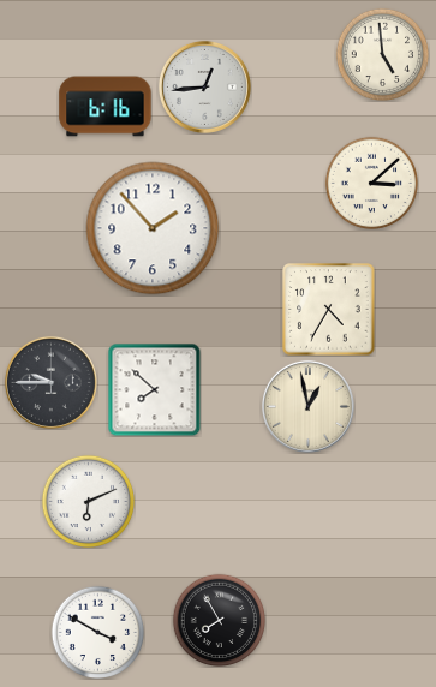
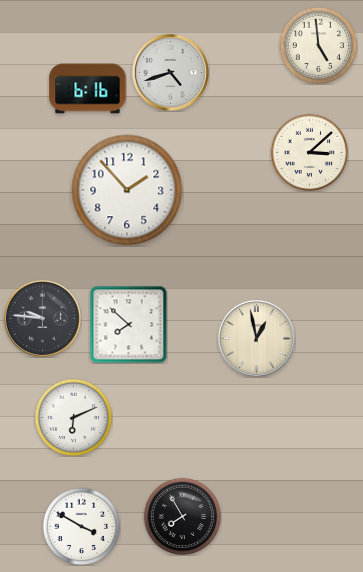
clock at (204, 86): 12:44 -> 4:42
clock at (329, 310): 4:35 -> none
clock at (50, 382): 9:45 -> 9:46
